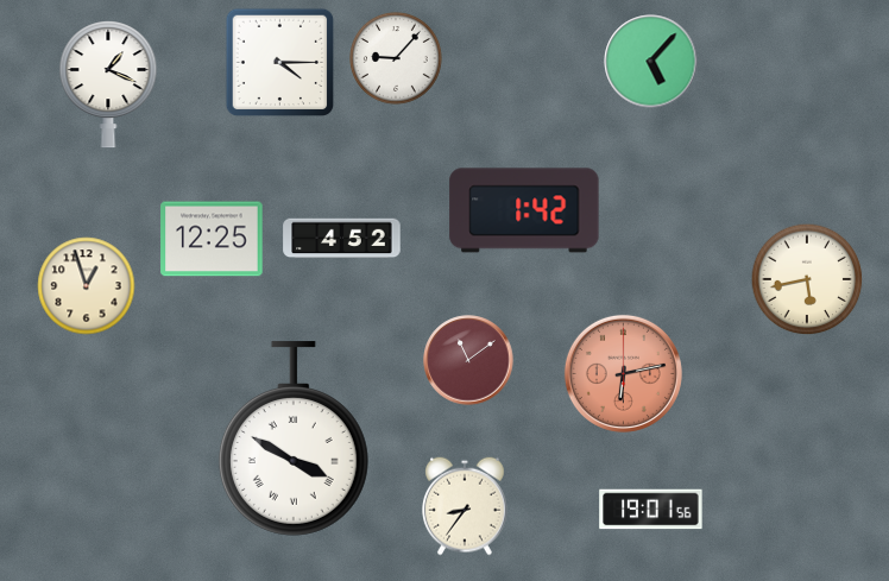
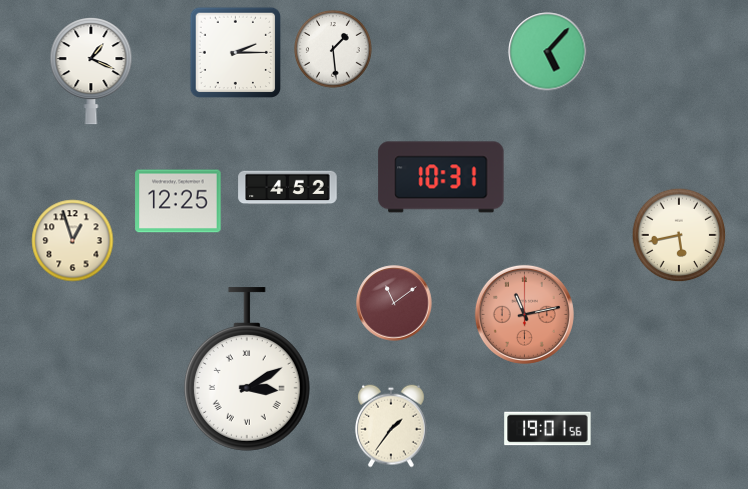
clock at (397, 59): 9:07 -> 1:29
clock at (280, 63): 4:15 -> 2:15
clock at (524, 210): 1:42 -> 10:31
clock at (342, 239) position: (342, 239) -> (288, 188)
clock at (623, 373): 6:13 -> 11:13
clock at (294, 438): 3:50 -> 3:10
clock at (466, 506): 8:36 -> 1:36
